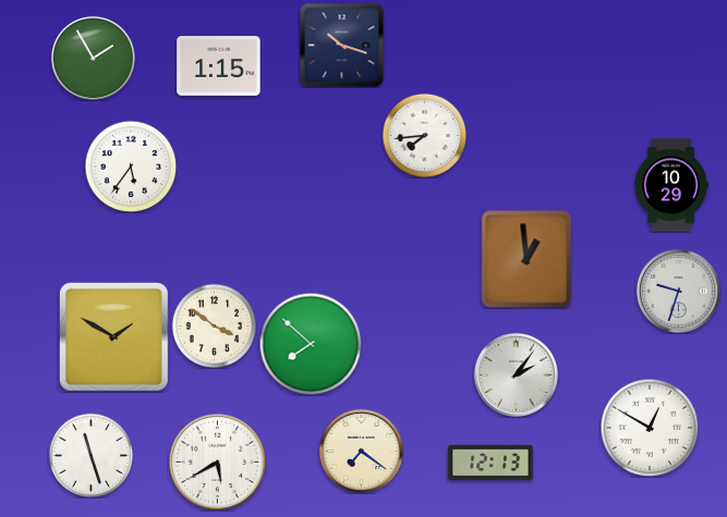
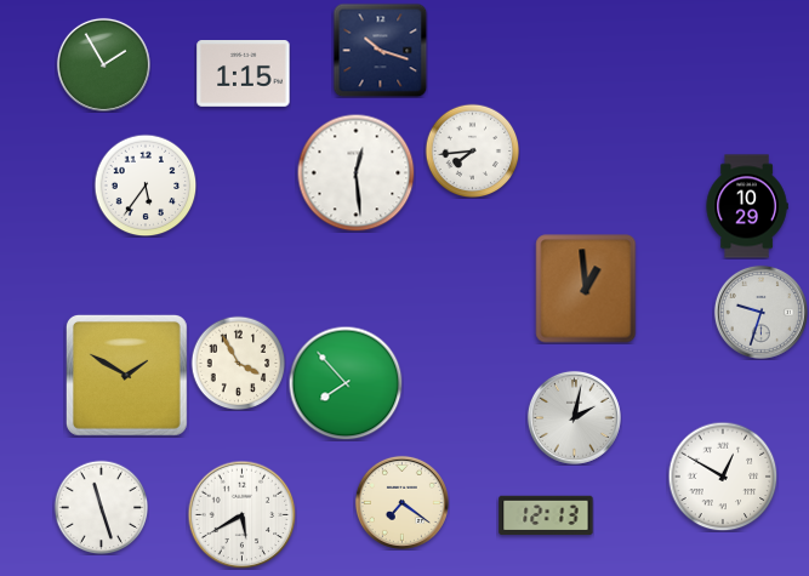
clock at (355, 172): none -> 12:29
clock at (678, 291) position: (678, 291) -> (760, 312)
clock at (214, 325): 3:51 -> 3:55
clock at (311, 344): 7:52 -> 7:53
clock at (516, 374): 2:06 -> 2:02
